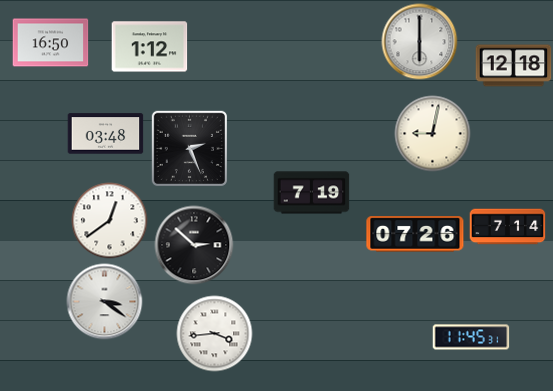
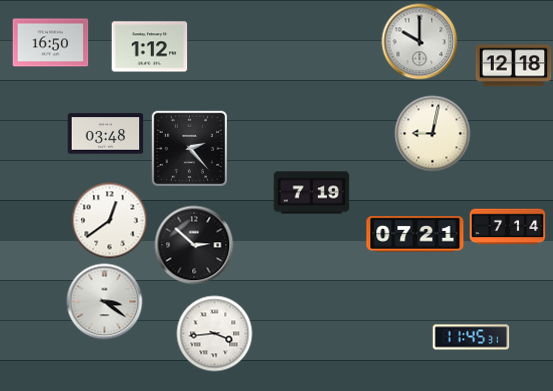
clock at (420, 42): 6:00 -> 10:00
clock at (189, 148): 2:26 -> 2:23
clock at (415, 234): 07:26 -> 07:21
